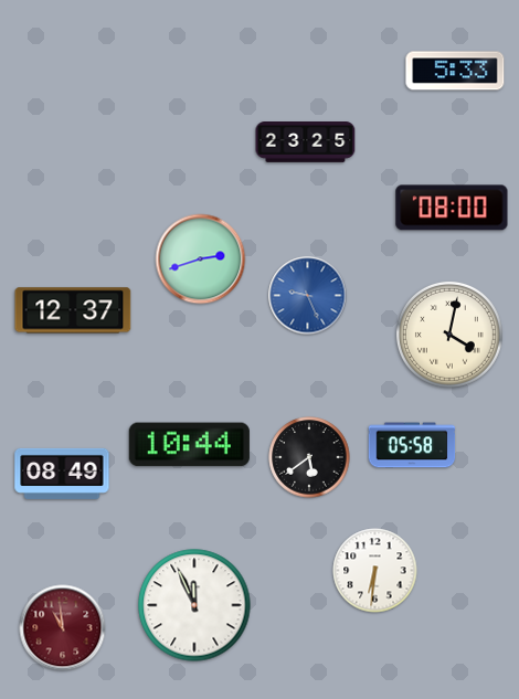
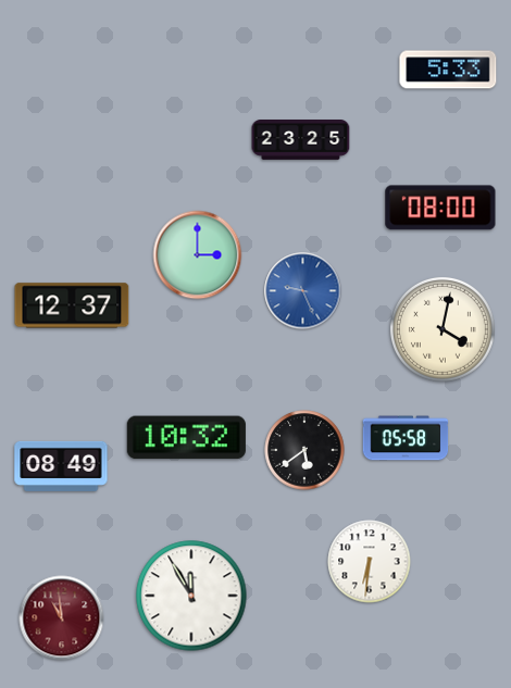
clock at (452, 208) position: (452, 208) -> (440, 208)
clock at (201, 260): 2:42 -> 3:00
clock at (189, 445): 10:44 -> 10:32
clock at (194, 605): 11:56 -> 11:55
